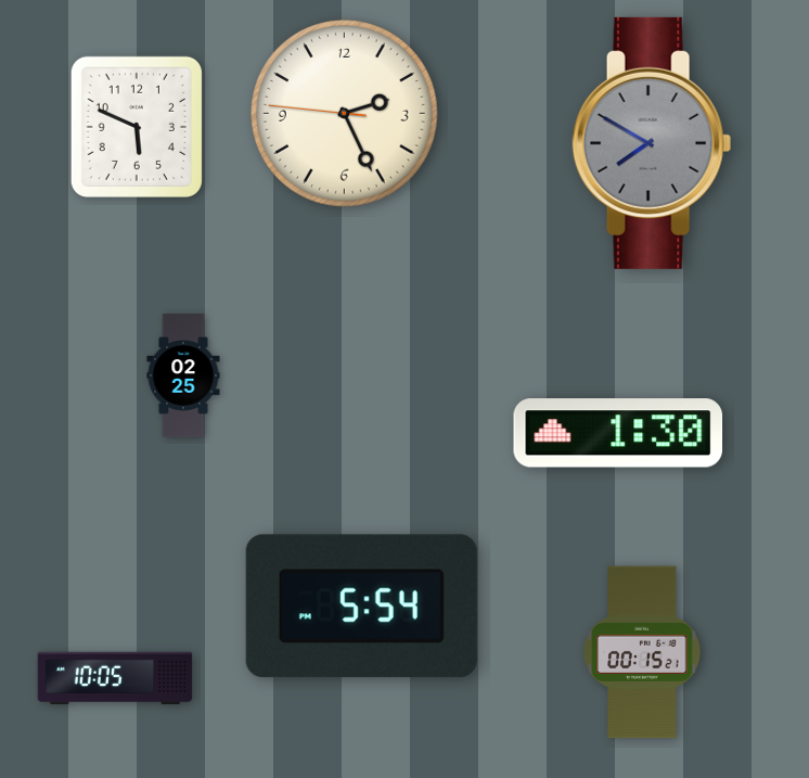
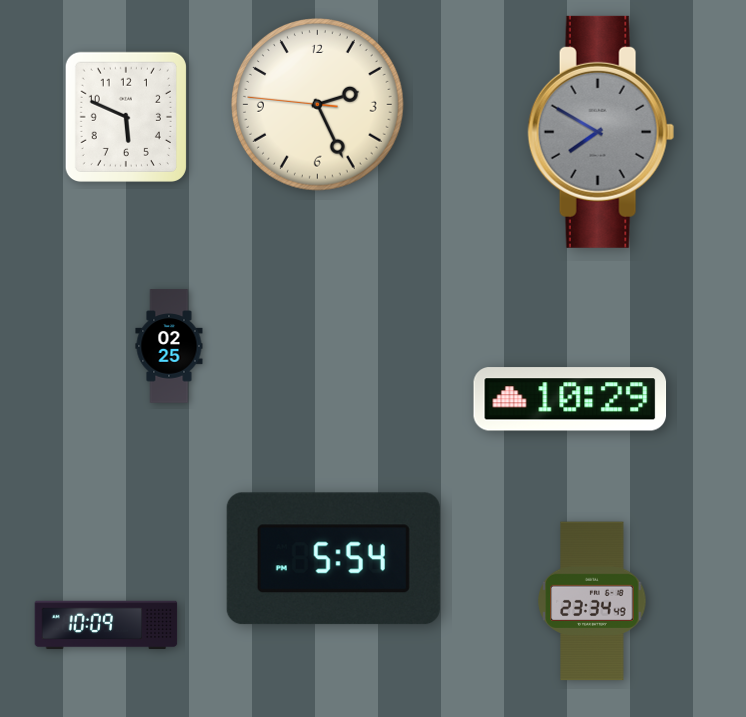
clock at (618, 433): 1:30 -> 10:29
clock at (642, 652): 00:15 -> 23:34
clock at (115, 678): 10:05 -> 10:09
